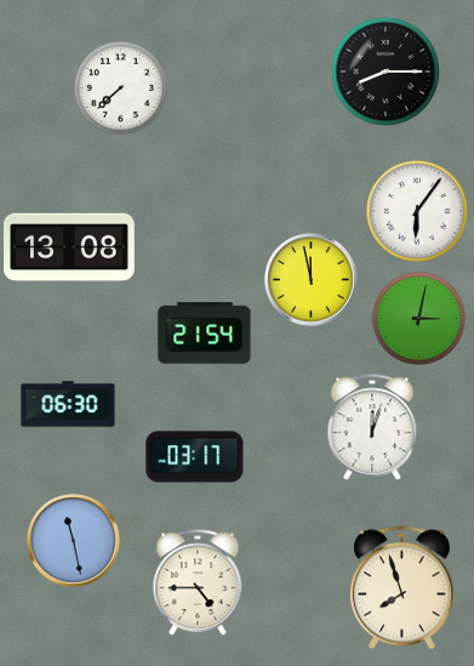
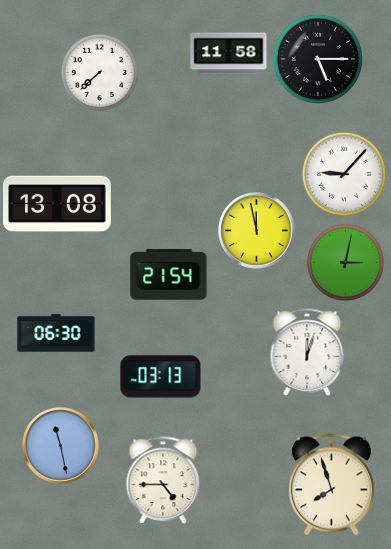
clock at (229, 54): none -> 11:58
clock at (386, 72): 8:15 -> 5:15
clock at (416, 210): 6:06 -> 9:07
clock at (195, 457): 03:17 -> 03:13
